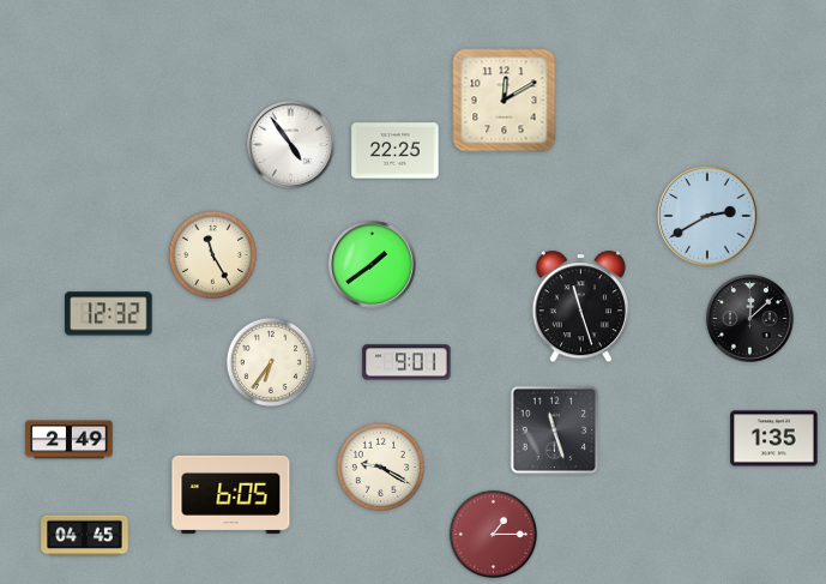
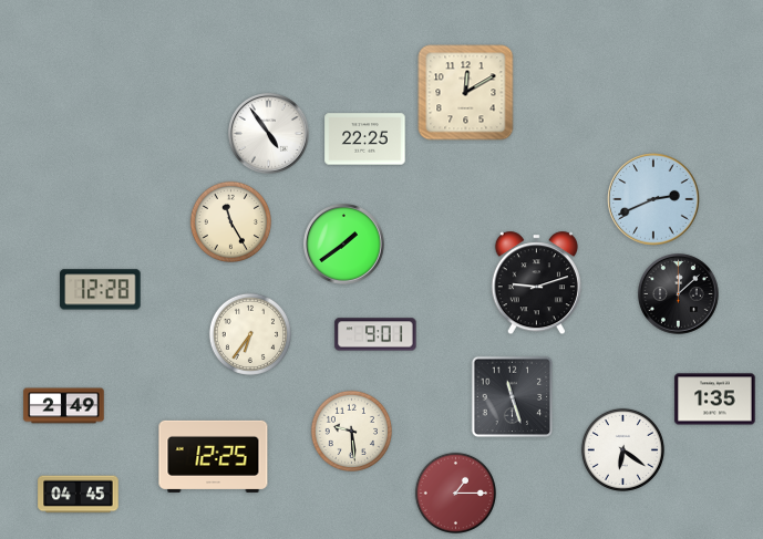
clock at (707, 216): 2:40 -> 2:41
clock at (212, 254) position: (212, 254) -> (230, 221)
clock at (580, 307): 11:27 -> 9:12
clock at (109, 314): 12:32 -> 12:28
clock at (750, 319) position: (750, 319) -> (679, 294)
clock at (774, 439) position: (774, 439) -> (715, 400)
clock at (380, 466): 9:20 -> 9:29
clock at (622, 449): none -> 6:21
clock at (231, 494): 6:05 -> 12:25
